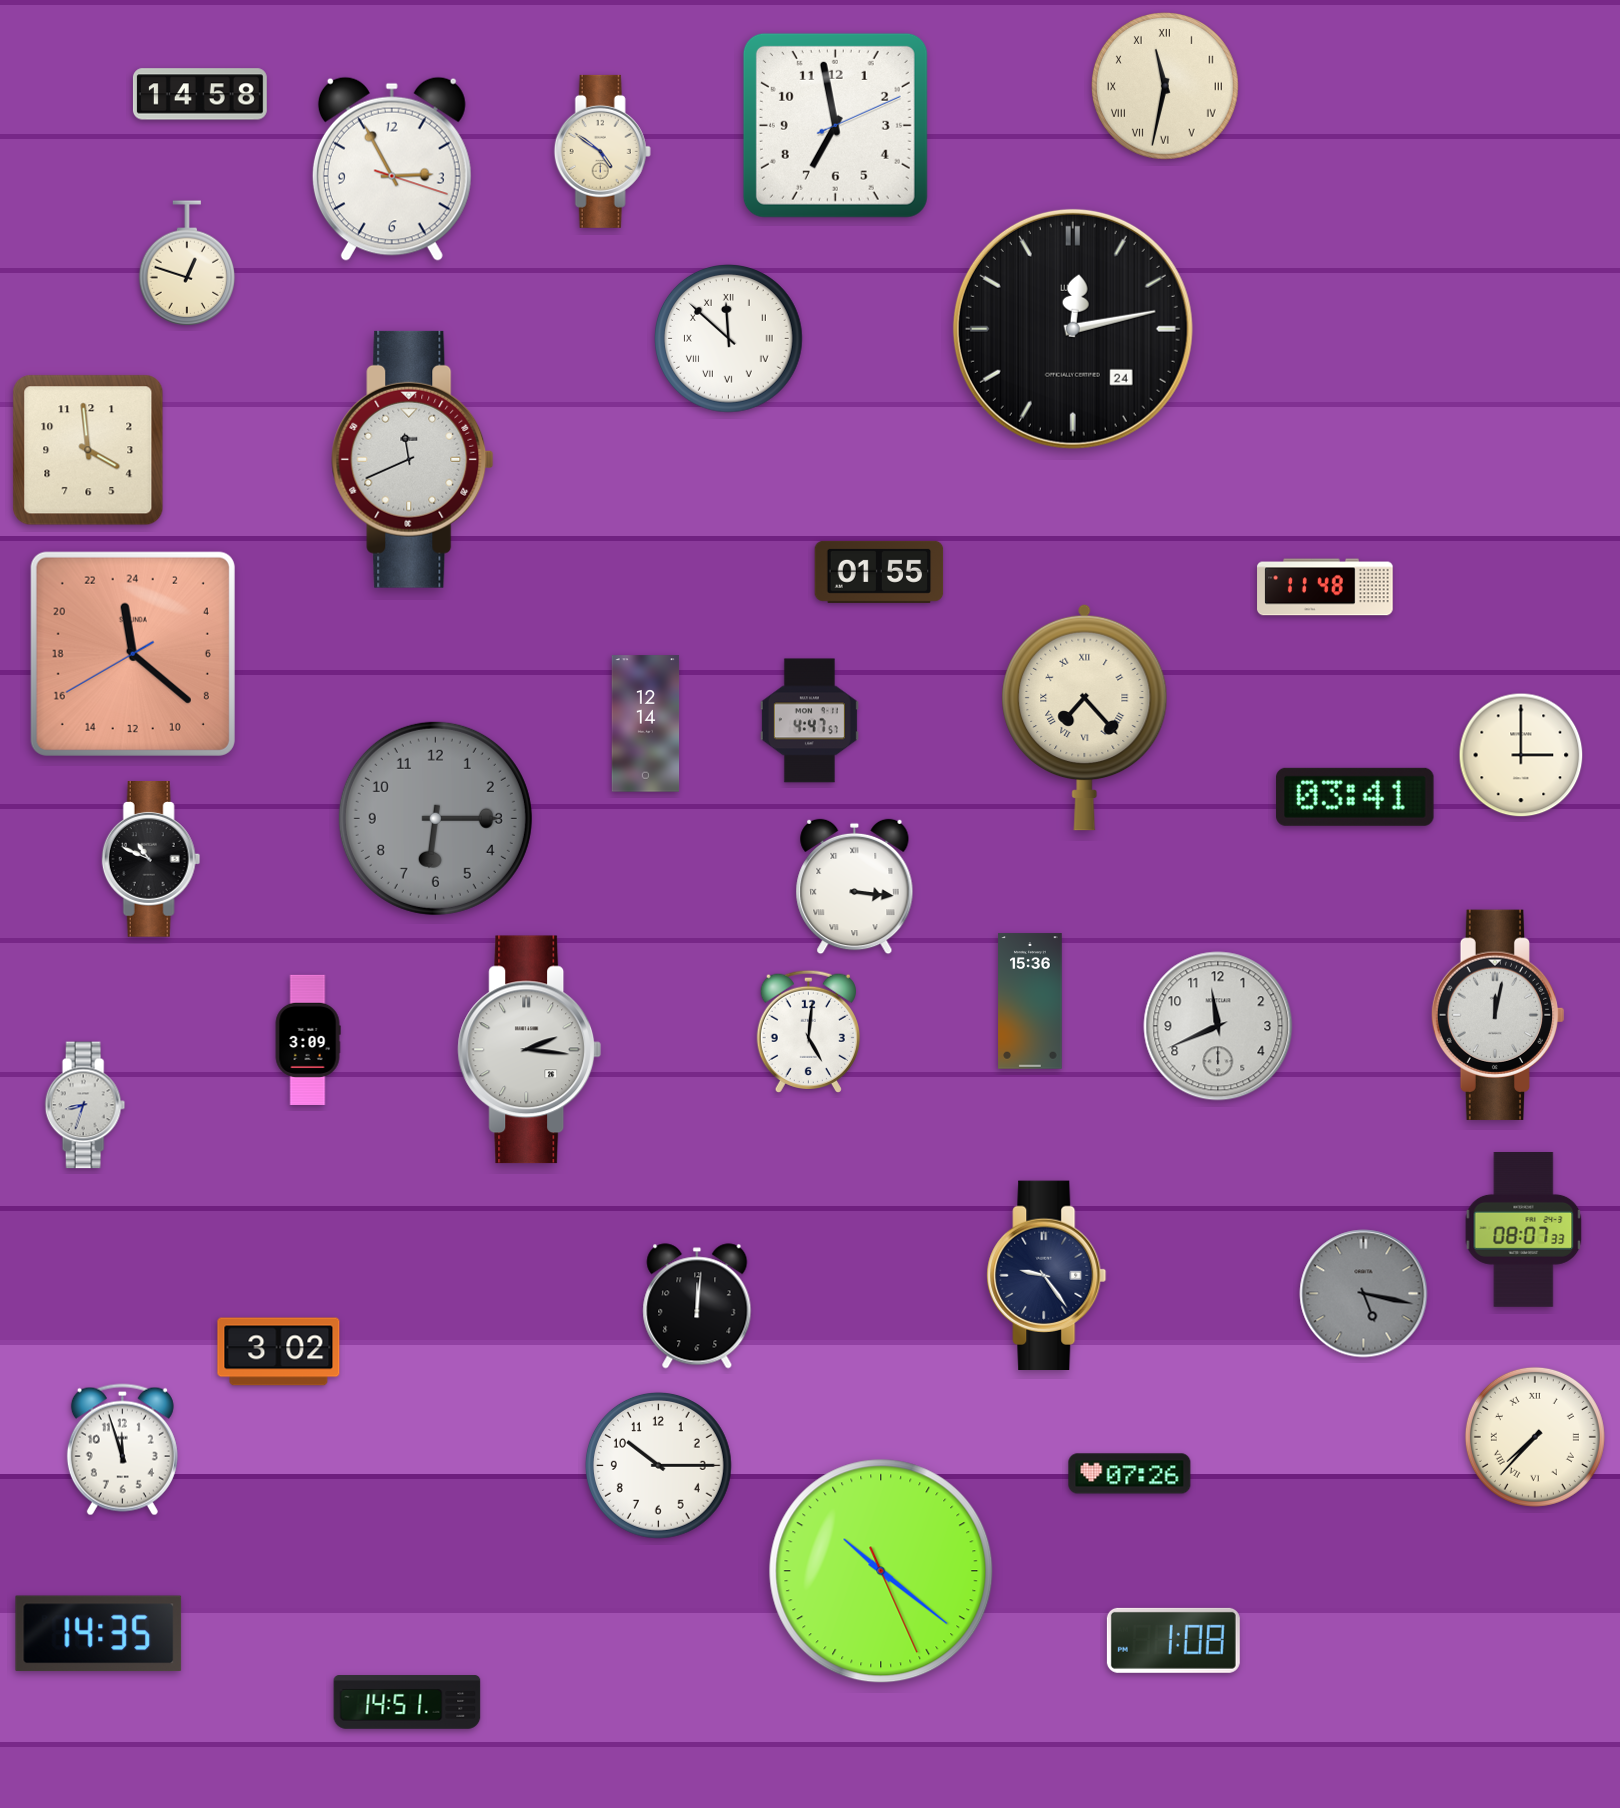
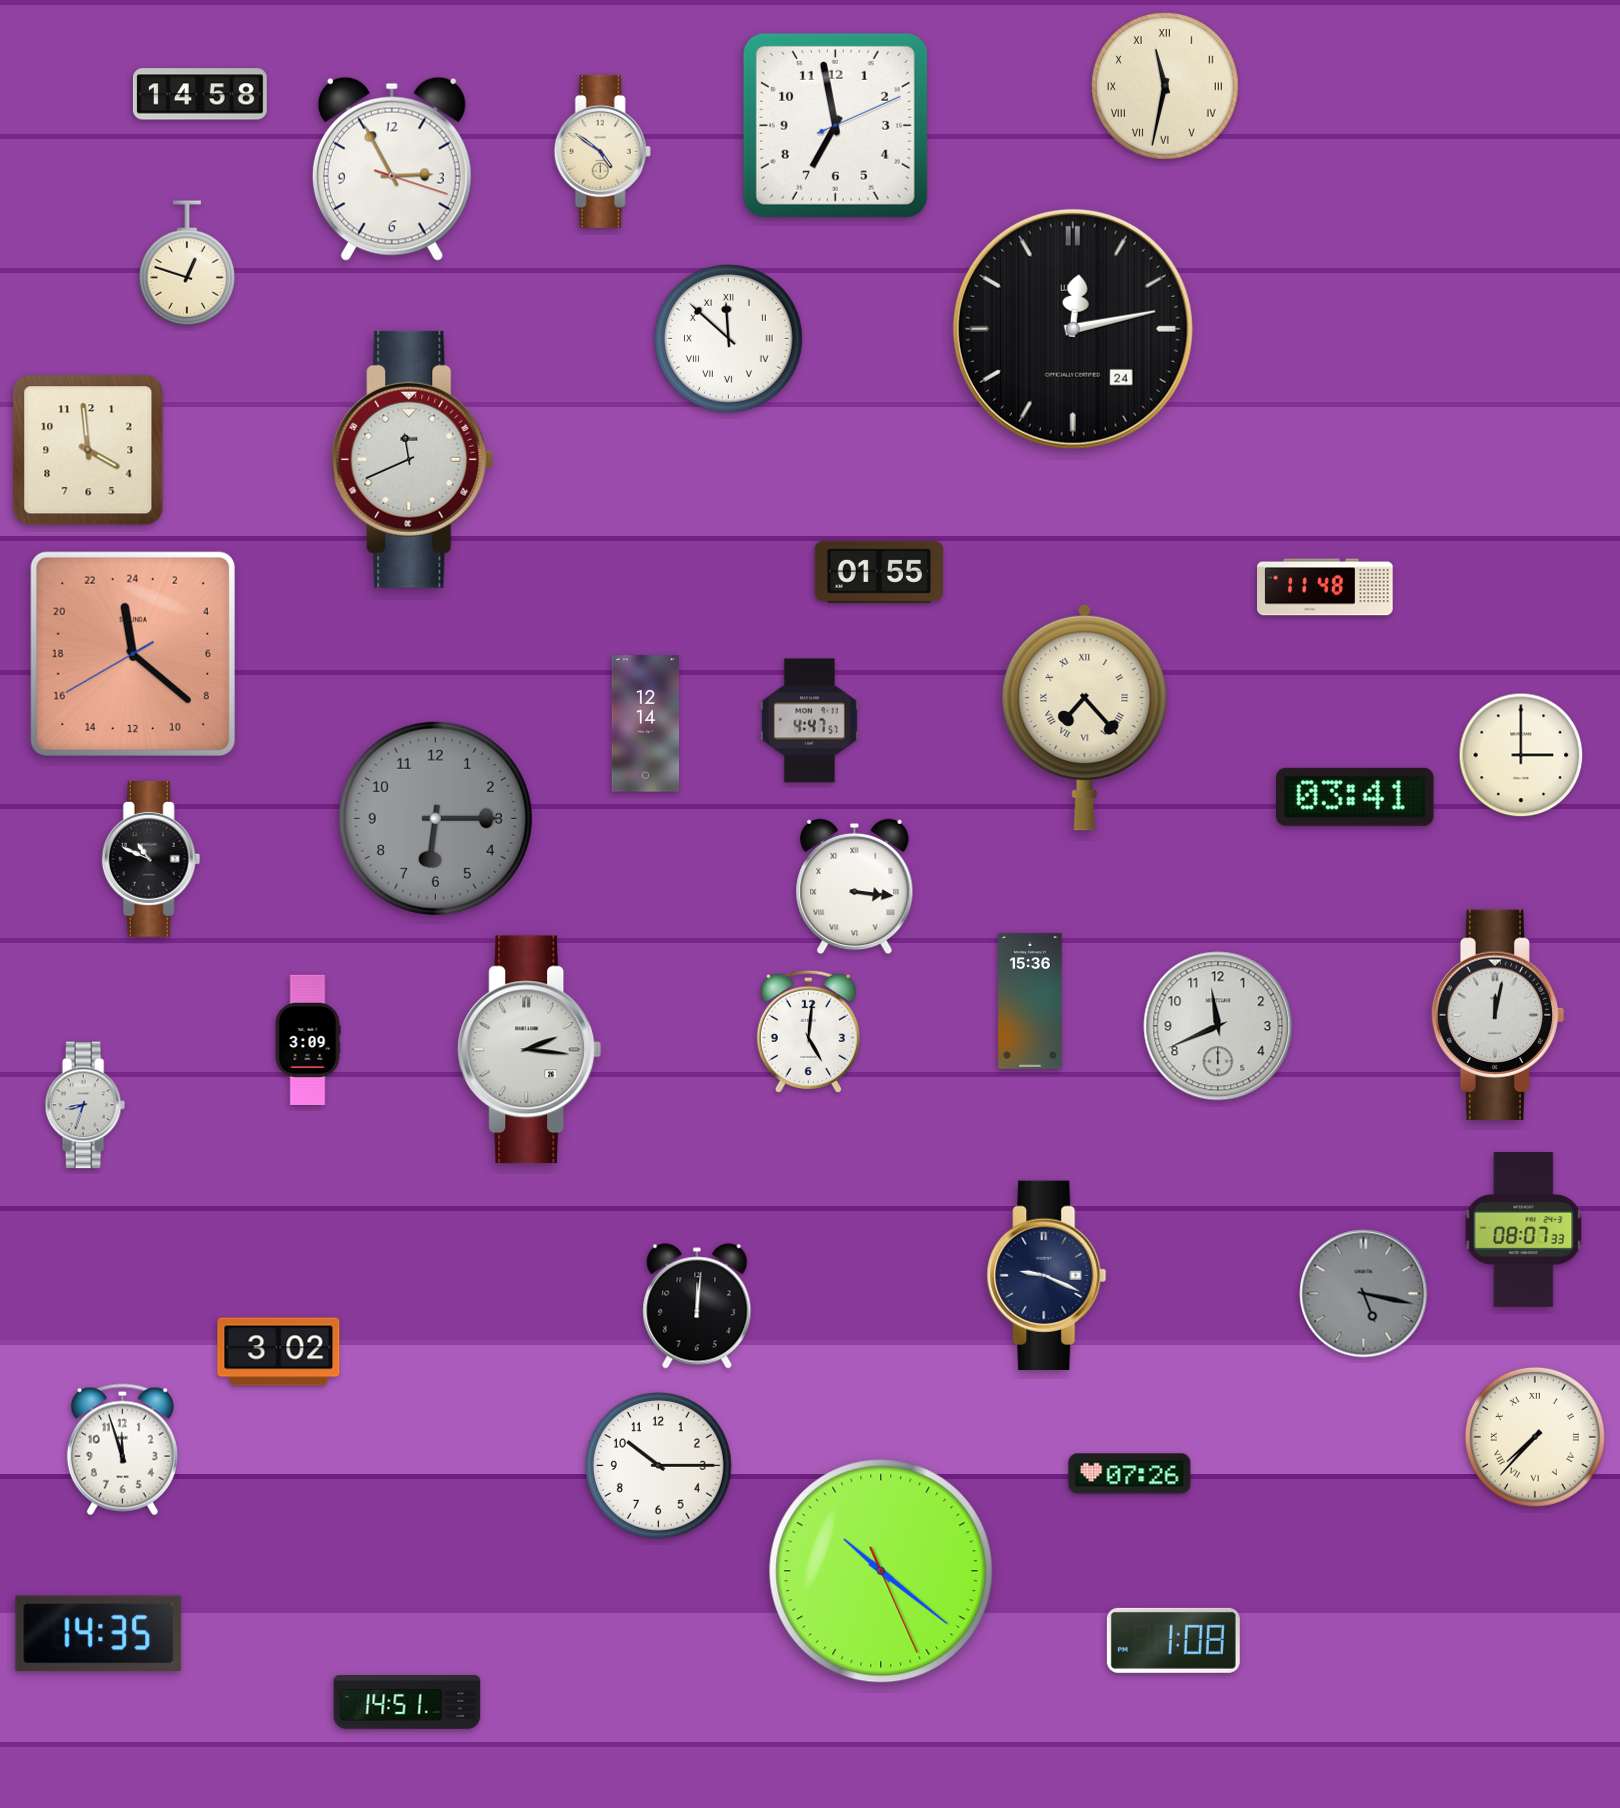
clock at (1047, 1275): 9:24 -> 9:19
